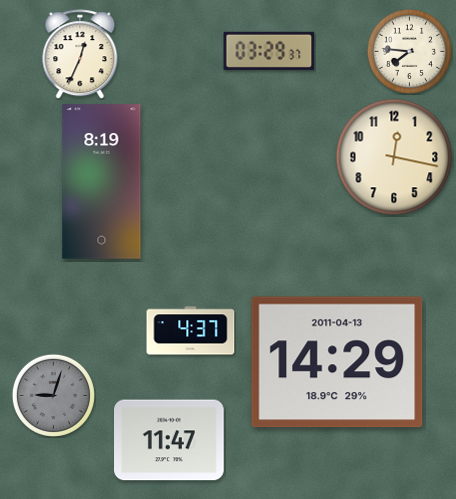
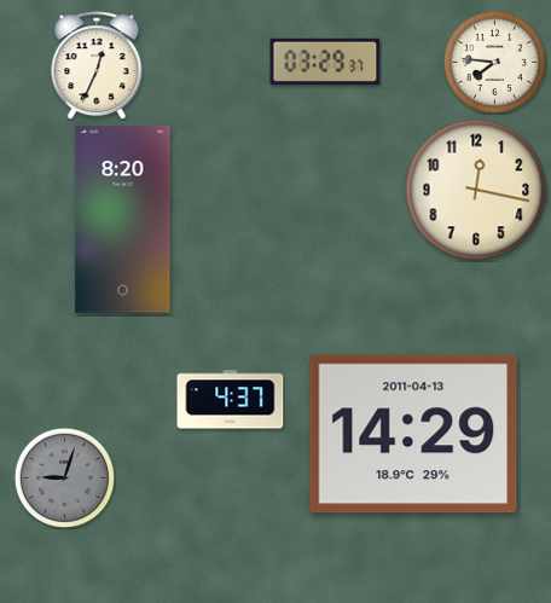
clock at (102, 182): 8:19 -> 8:20
clock at (337, 362) position: (337, 362) -> (413, 434)
clock at (169, 440): 11:47 -> none
